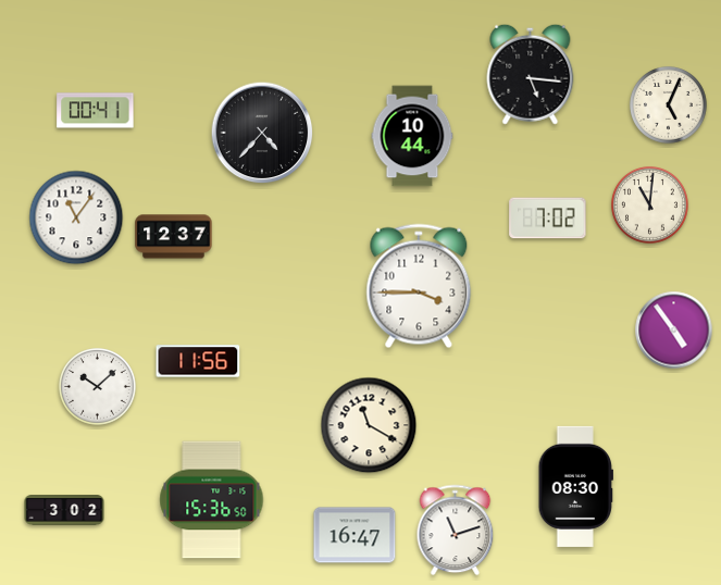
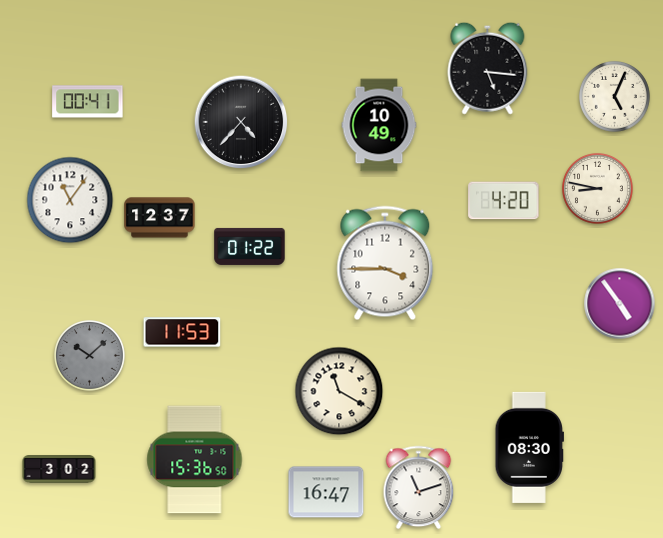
clock at (412, 136): 10:44 -> 10:49
clock at (649, 204): 11:01 -> 8:47
clock at (548, 219): 7:02 -> 4:20
clock at (250, 246): none -> 01:22
clock at (198, 361): 11:56 -> 11:53
clock at (97, 386) dial: white -> grey
